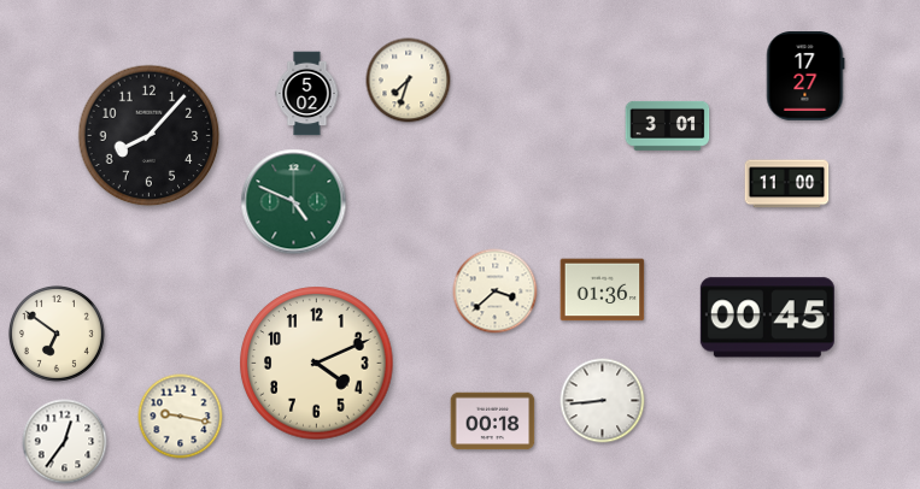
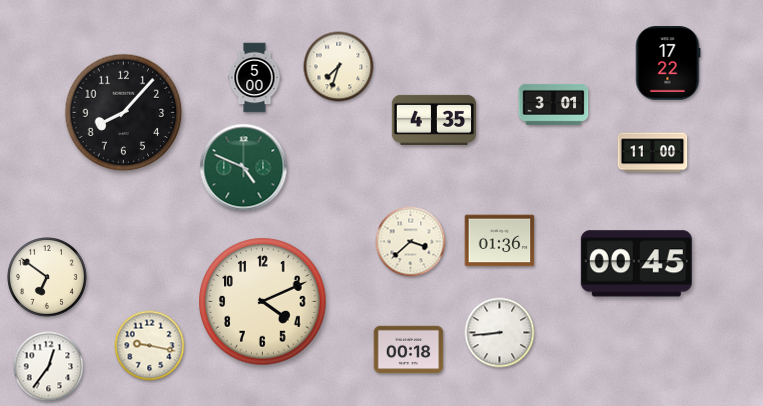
clock at (805, 76): 17:27 -> 17:22
clock at (307, 94): 5:02 -> 5:00
clock at (433, 120): none -> 4:35
clock at (65, 442) position: (65, 442) -> (49, 367)
